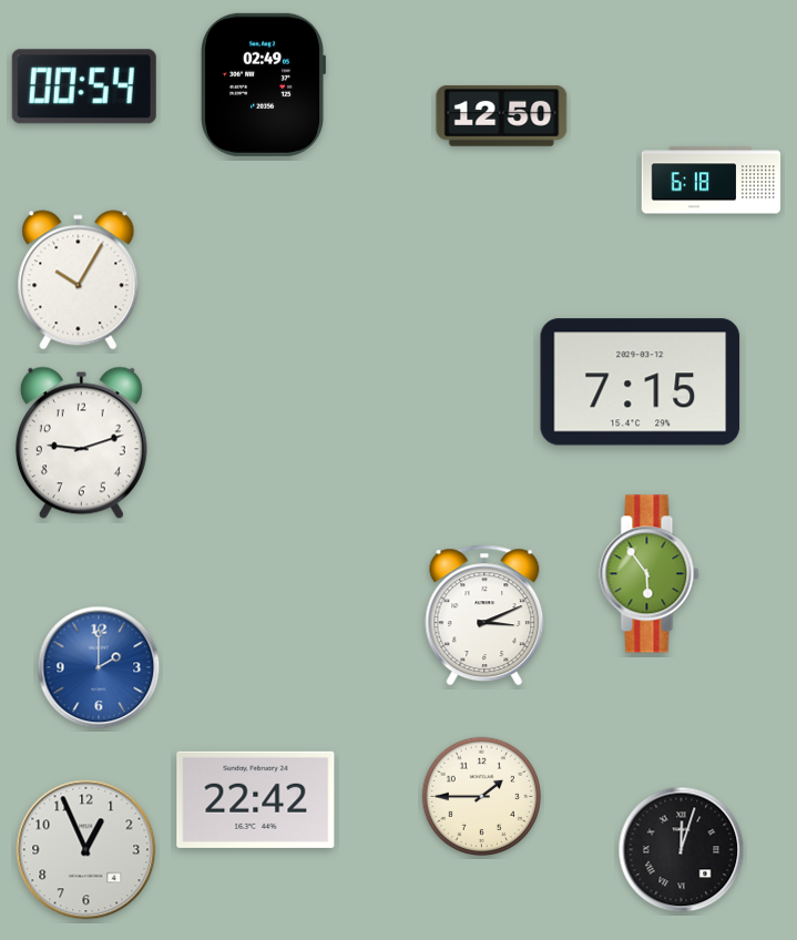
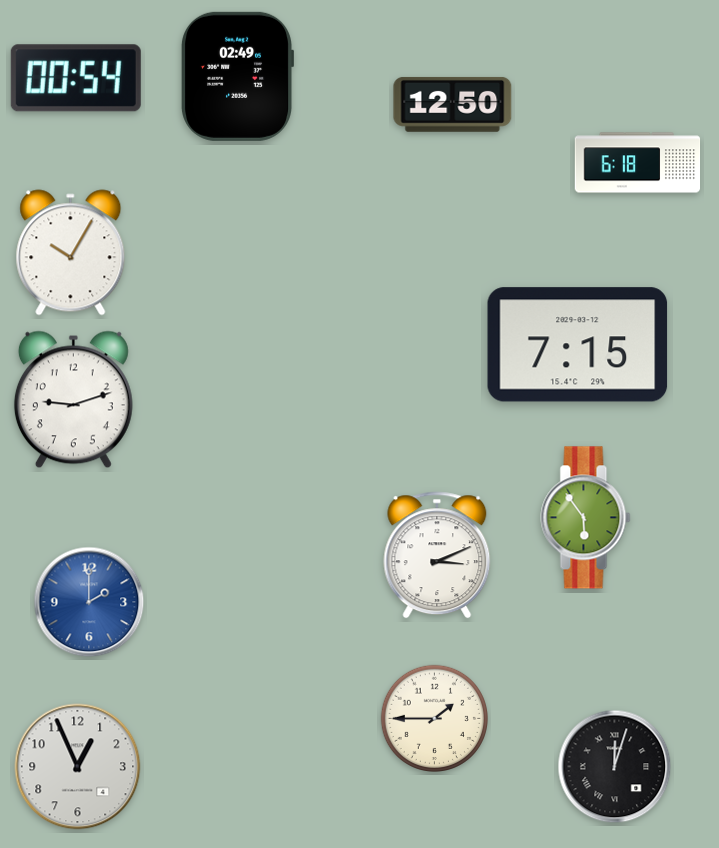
clock at (712, 181) position: (712, 181) -> (638, 163)
clock at (256, 799): 22:42 -> none
